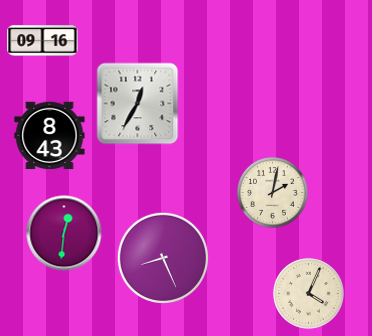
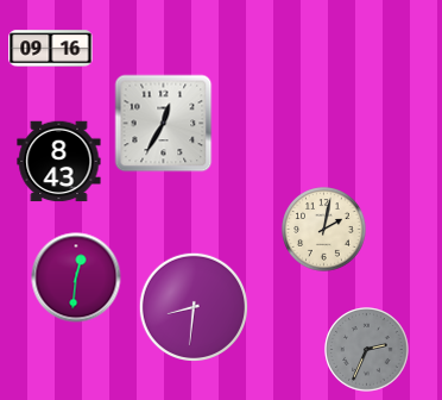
clock at (162, 257): 8:26 -> 8:31
clock at (309, 294): 4:04 -> 2:34
clock at (309, 294) dial: cream -> grey
